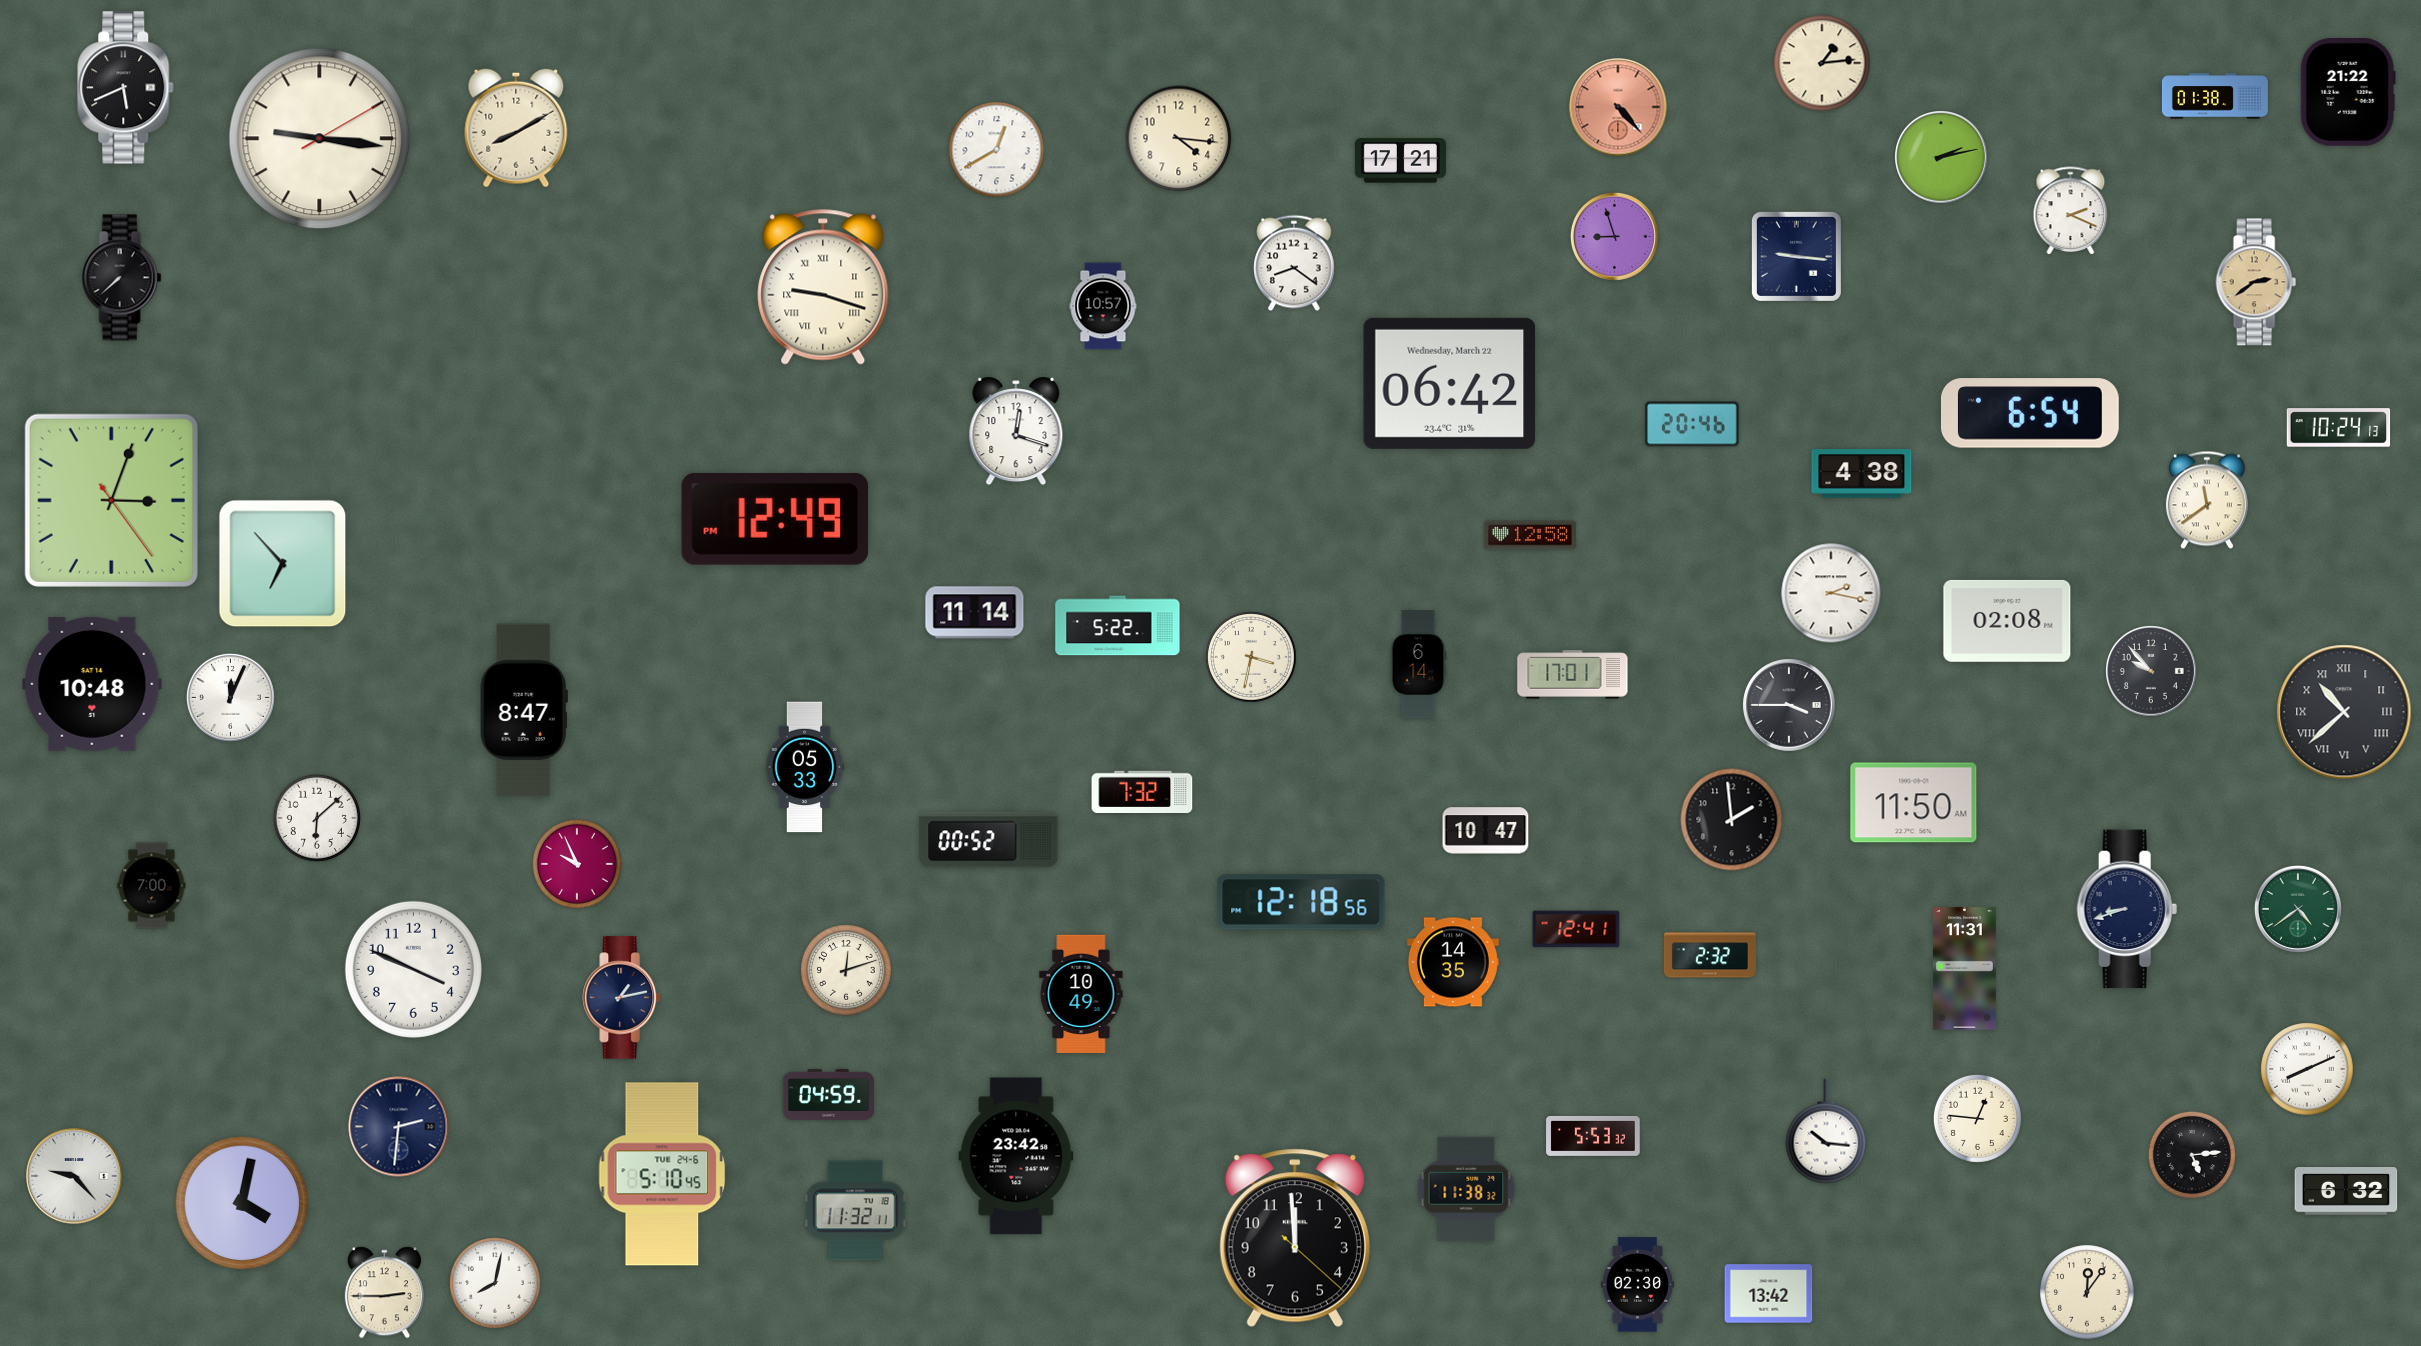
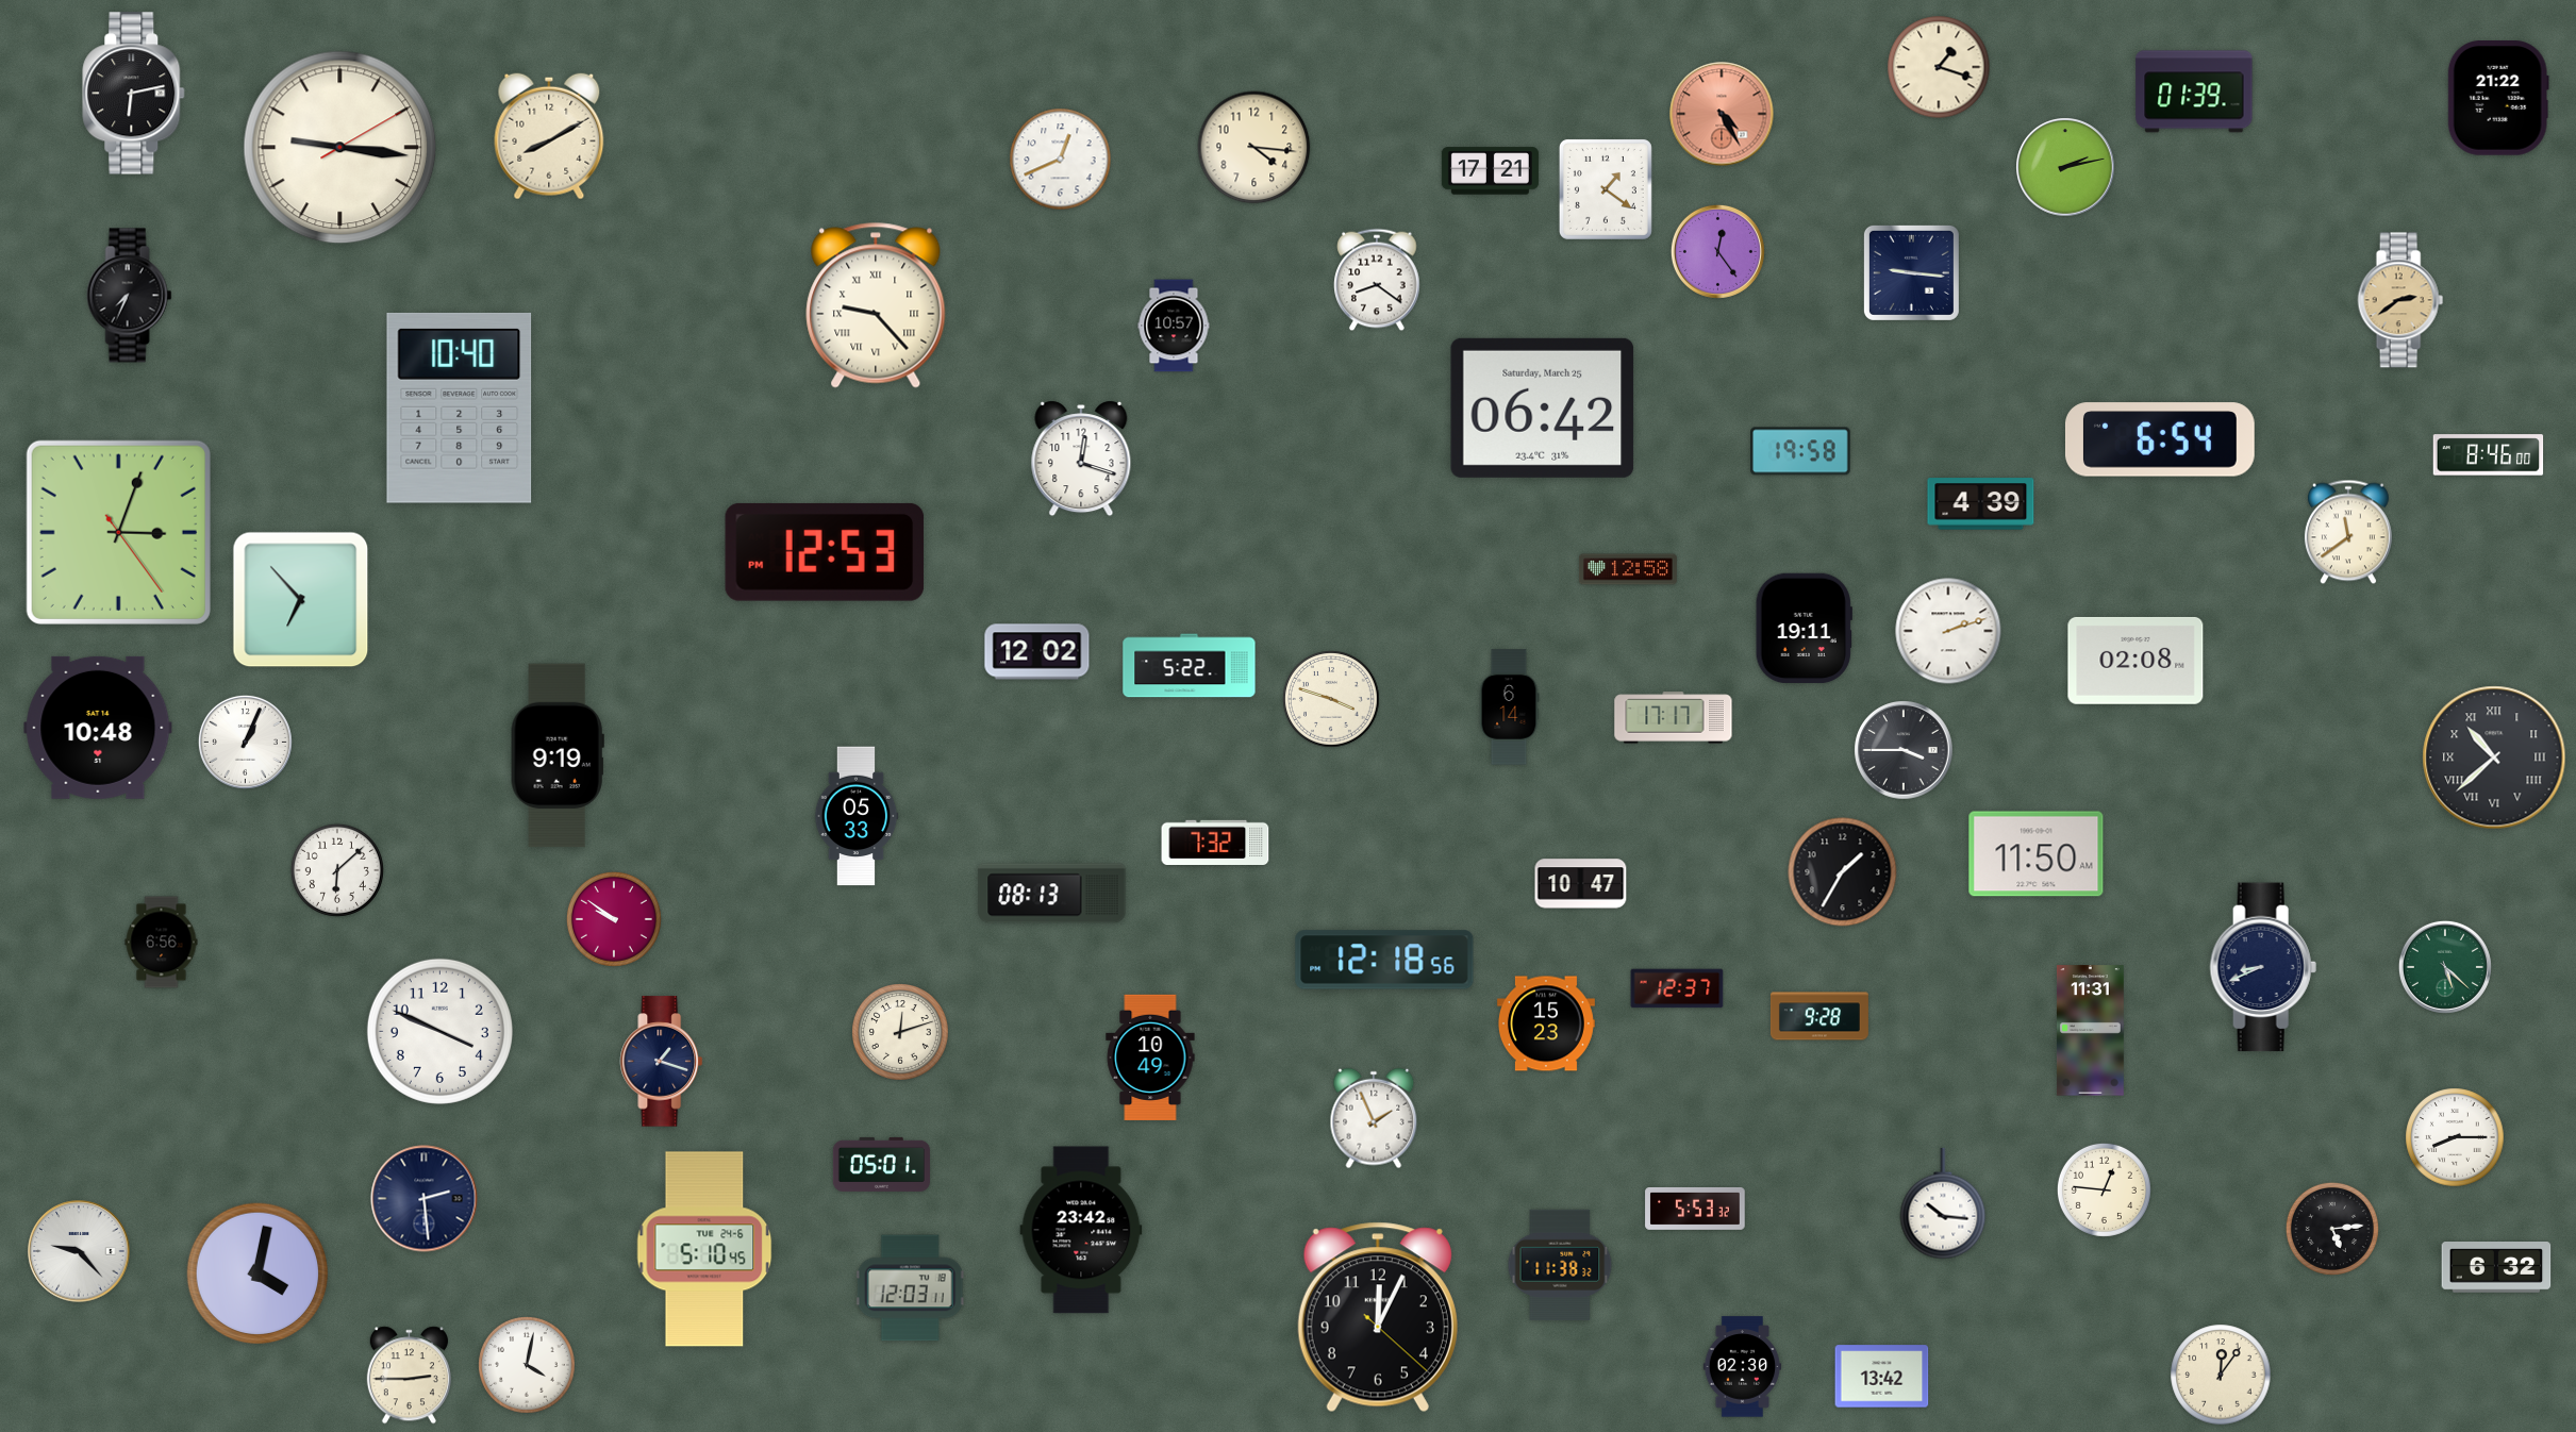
clock at (1822, 63): 1:14 -> 1:18
clock at (2194, 91): none -> 01:39
clock at (126, 88): 5:41 -> 6:13
clock at (2215, 96): 01:38 -> none
clock at (1618, 107): 4:23 -> 4:25
clock at (997, 150): 12:40 -> 12:41
clock at (1606, 189): none -> 1:21
clock at (2071, 210): 2:19 -> none
clock at (1614, 236): 8:57 -> 12:24
clock at (122, 278): 7:38 -> 7:34
clock at (823, 287): 9:18 -> 9:23
clock at (460, 407): none -> 10:40
clock at (1450, 383) date: Wednesday, March 22 -> Saturday, March 25
clock at (1692, 424): 20:46 -> 19:58
clock at (2339, 428): 10:24 -> 8:46
clock at (1862, 474): 4:38 -> 4:39
clock at (775, 519): 12:49 -> 12:53
clock at (1804, 629): none -> 19:11
clock at (1831, 593): 2:17 -> 2:12
clock at (975, 613): 11:14 -> 12:02
clock at (1252, 658): 3:32 -> 3:48
clock at (2152, 672): 9:53 -> none
clock at (1573, 675): 17:01 -> 17:17
clock at (230, 697): 12:04 -> 1:04
clock at (524, 710): 8:47 -> 9:19
clock at (1732, 820): 1:59 -> 1:35
clock at (989, 840): 00:52 -> 08:13
clock at (577, 864): 9:56 -> 9:51
clock at (152, 886): 7:00 -> 6:56
clock at (2127, 909): 8:42 -> 8:41
clock at (2298, 909): 4:39 -> 5:22
clock at (1576, 929): 12:41 -> 12:37
clock at (1710, 955): 2:32 -> 9:28
clock at (1453, 962): 14:35 -> 15:23
clock at (622, 998): 1:13 -> 1:18
clock at (1374, 1118): none -> 1:56
clock at (2307, 1069): 8:11 -> 8:15
clock at (828, 1094): 04:59 -> 05:01
clock at (399, 1127): 2:31 -> 2:29
clock at (242, 1203) position: (242, 1203) -> (257, 1273)
clock at (855, 1211): 11:32 -> 12:03
clock at (1295, 1238): 11:59 -> 12:04
clock at (496, 1284): 8:02 -> 4:02
